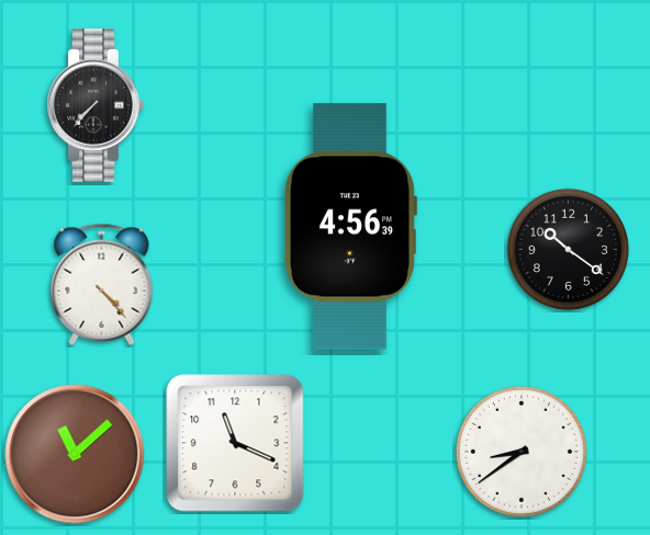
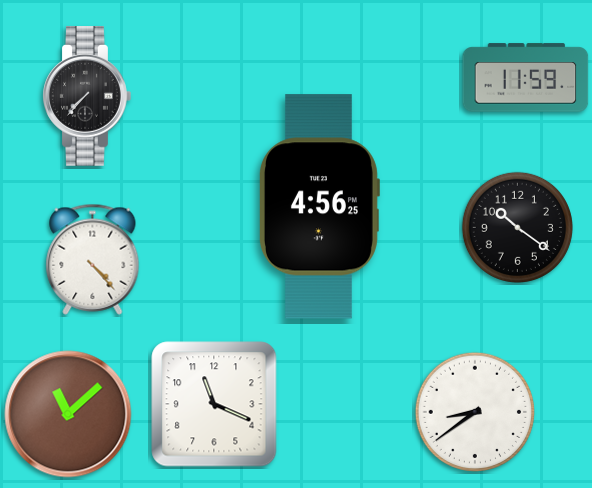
clock at (526, 78): none -> 11:59
clock at (350, 227): 4:56:39 -> 4:56:25
